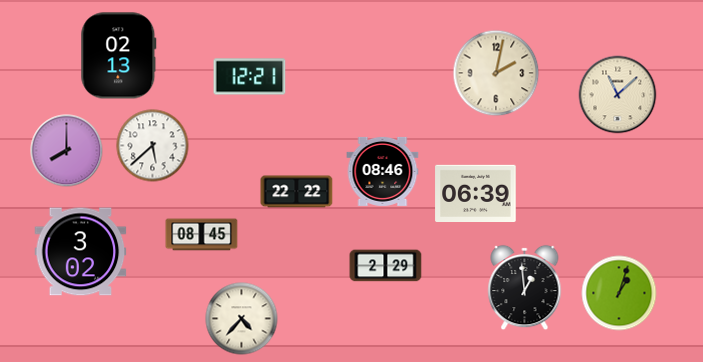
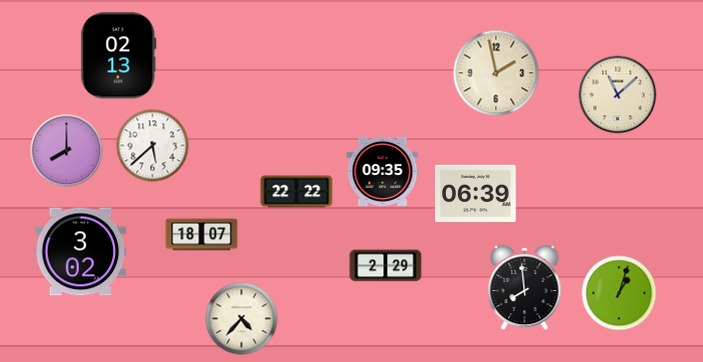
clock at (496, 73): 2:02 -> 1:58
clock at (250, 77): 12:21 -> none
clock at (383, 171): 08:46 -> 09:35
clock at (202, 235): 08:45 -> 18:07
clock at (525, 288): 12:59 -> 7:59
